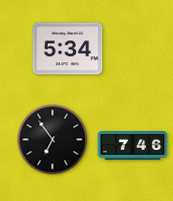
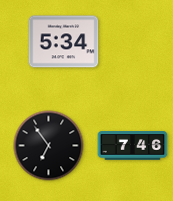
clock at (68, 49) position: (68, 49) -> (64, 42)
clock at (53, 140) position: (53, 140) -> (49, 146)
